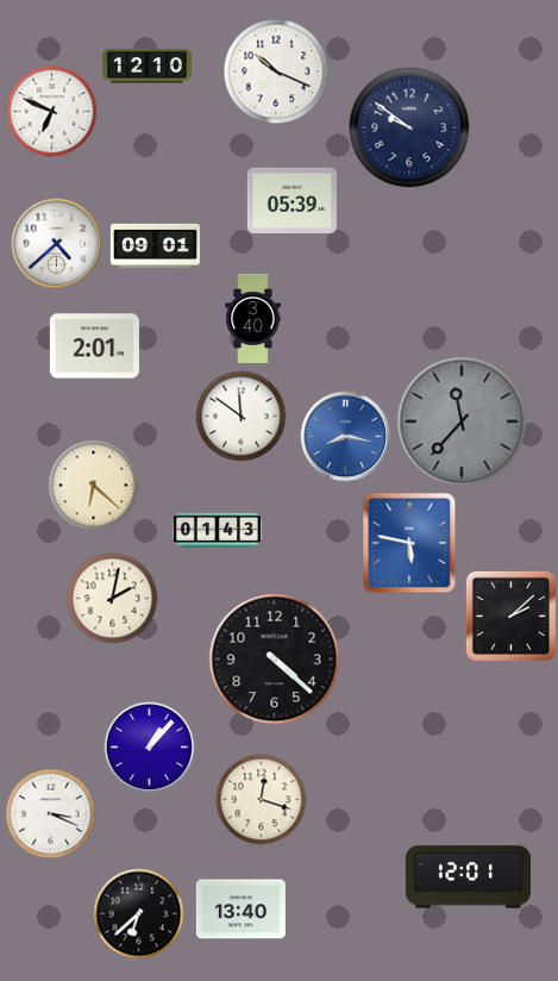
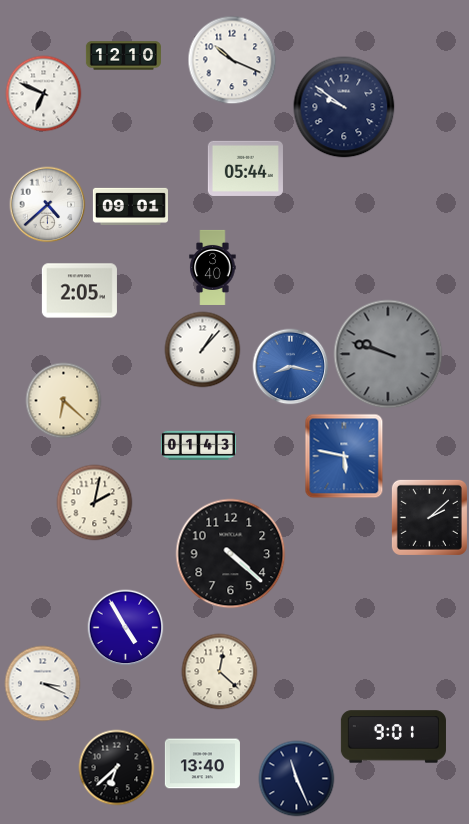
clock at (291, 200): 05:39 -> 05:44
clock at (94, 346): 2:01 -> 2:05
clock at (242, 417): 11:51 -> 1:07
clock at (462, 421): 11:37 -> 9:48
clock at (94, 486) position: (94, 486) -> (64, 401)
clock at (217, 530) position: (217, 530) -> (198, 445)
clock at (150, 748): 1:07 -> 4:55
clock at (262, 800): 12:18 -> 12:22
clock at (468, 877): 12:01 -> 9:01
clock at (297, 779): none -> 11:26
